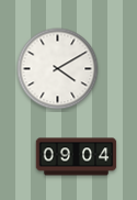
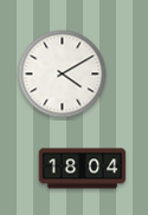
clock at (77, 157): 09:04 -> 18:04
